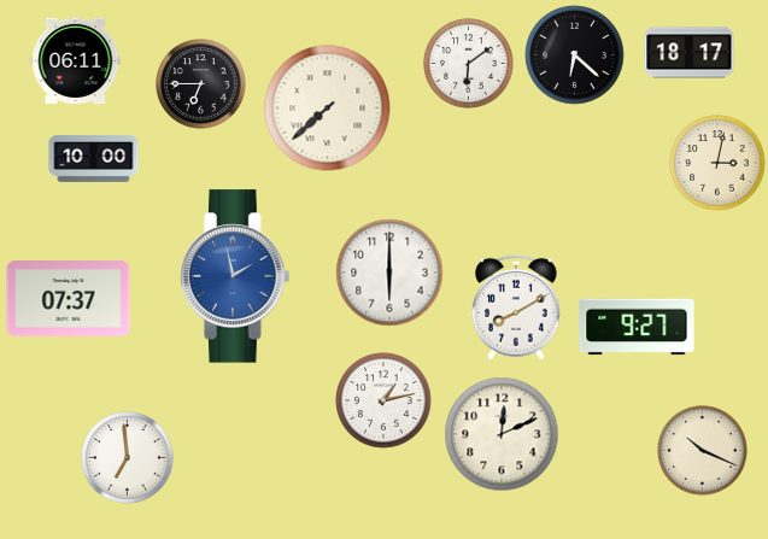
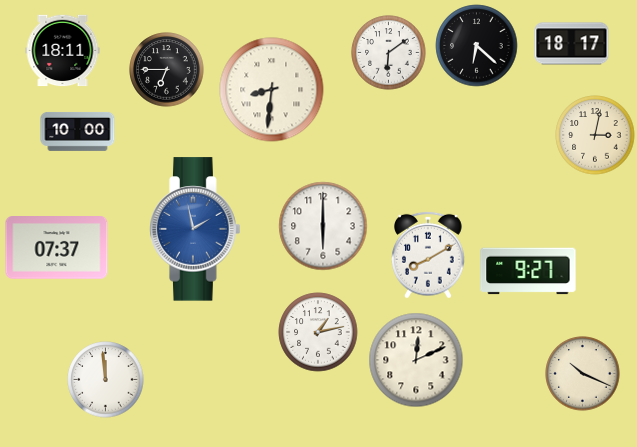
clock at (76, 61): 06:11 -> 18:11
clock at (328, 109): 7:38 -> 8:31
clock at (128, 458): 6:59 -> 11:59
